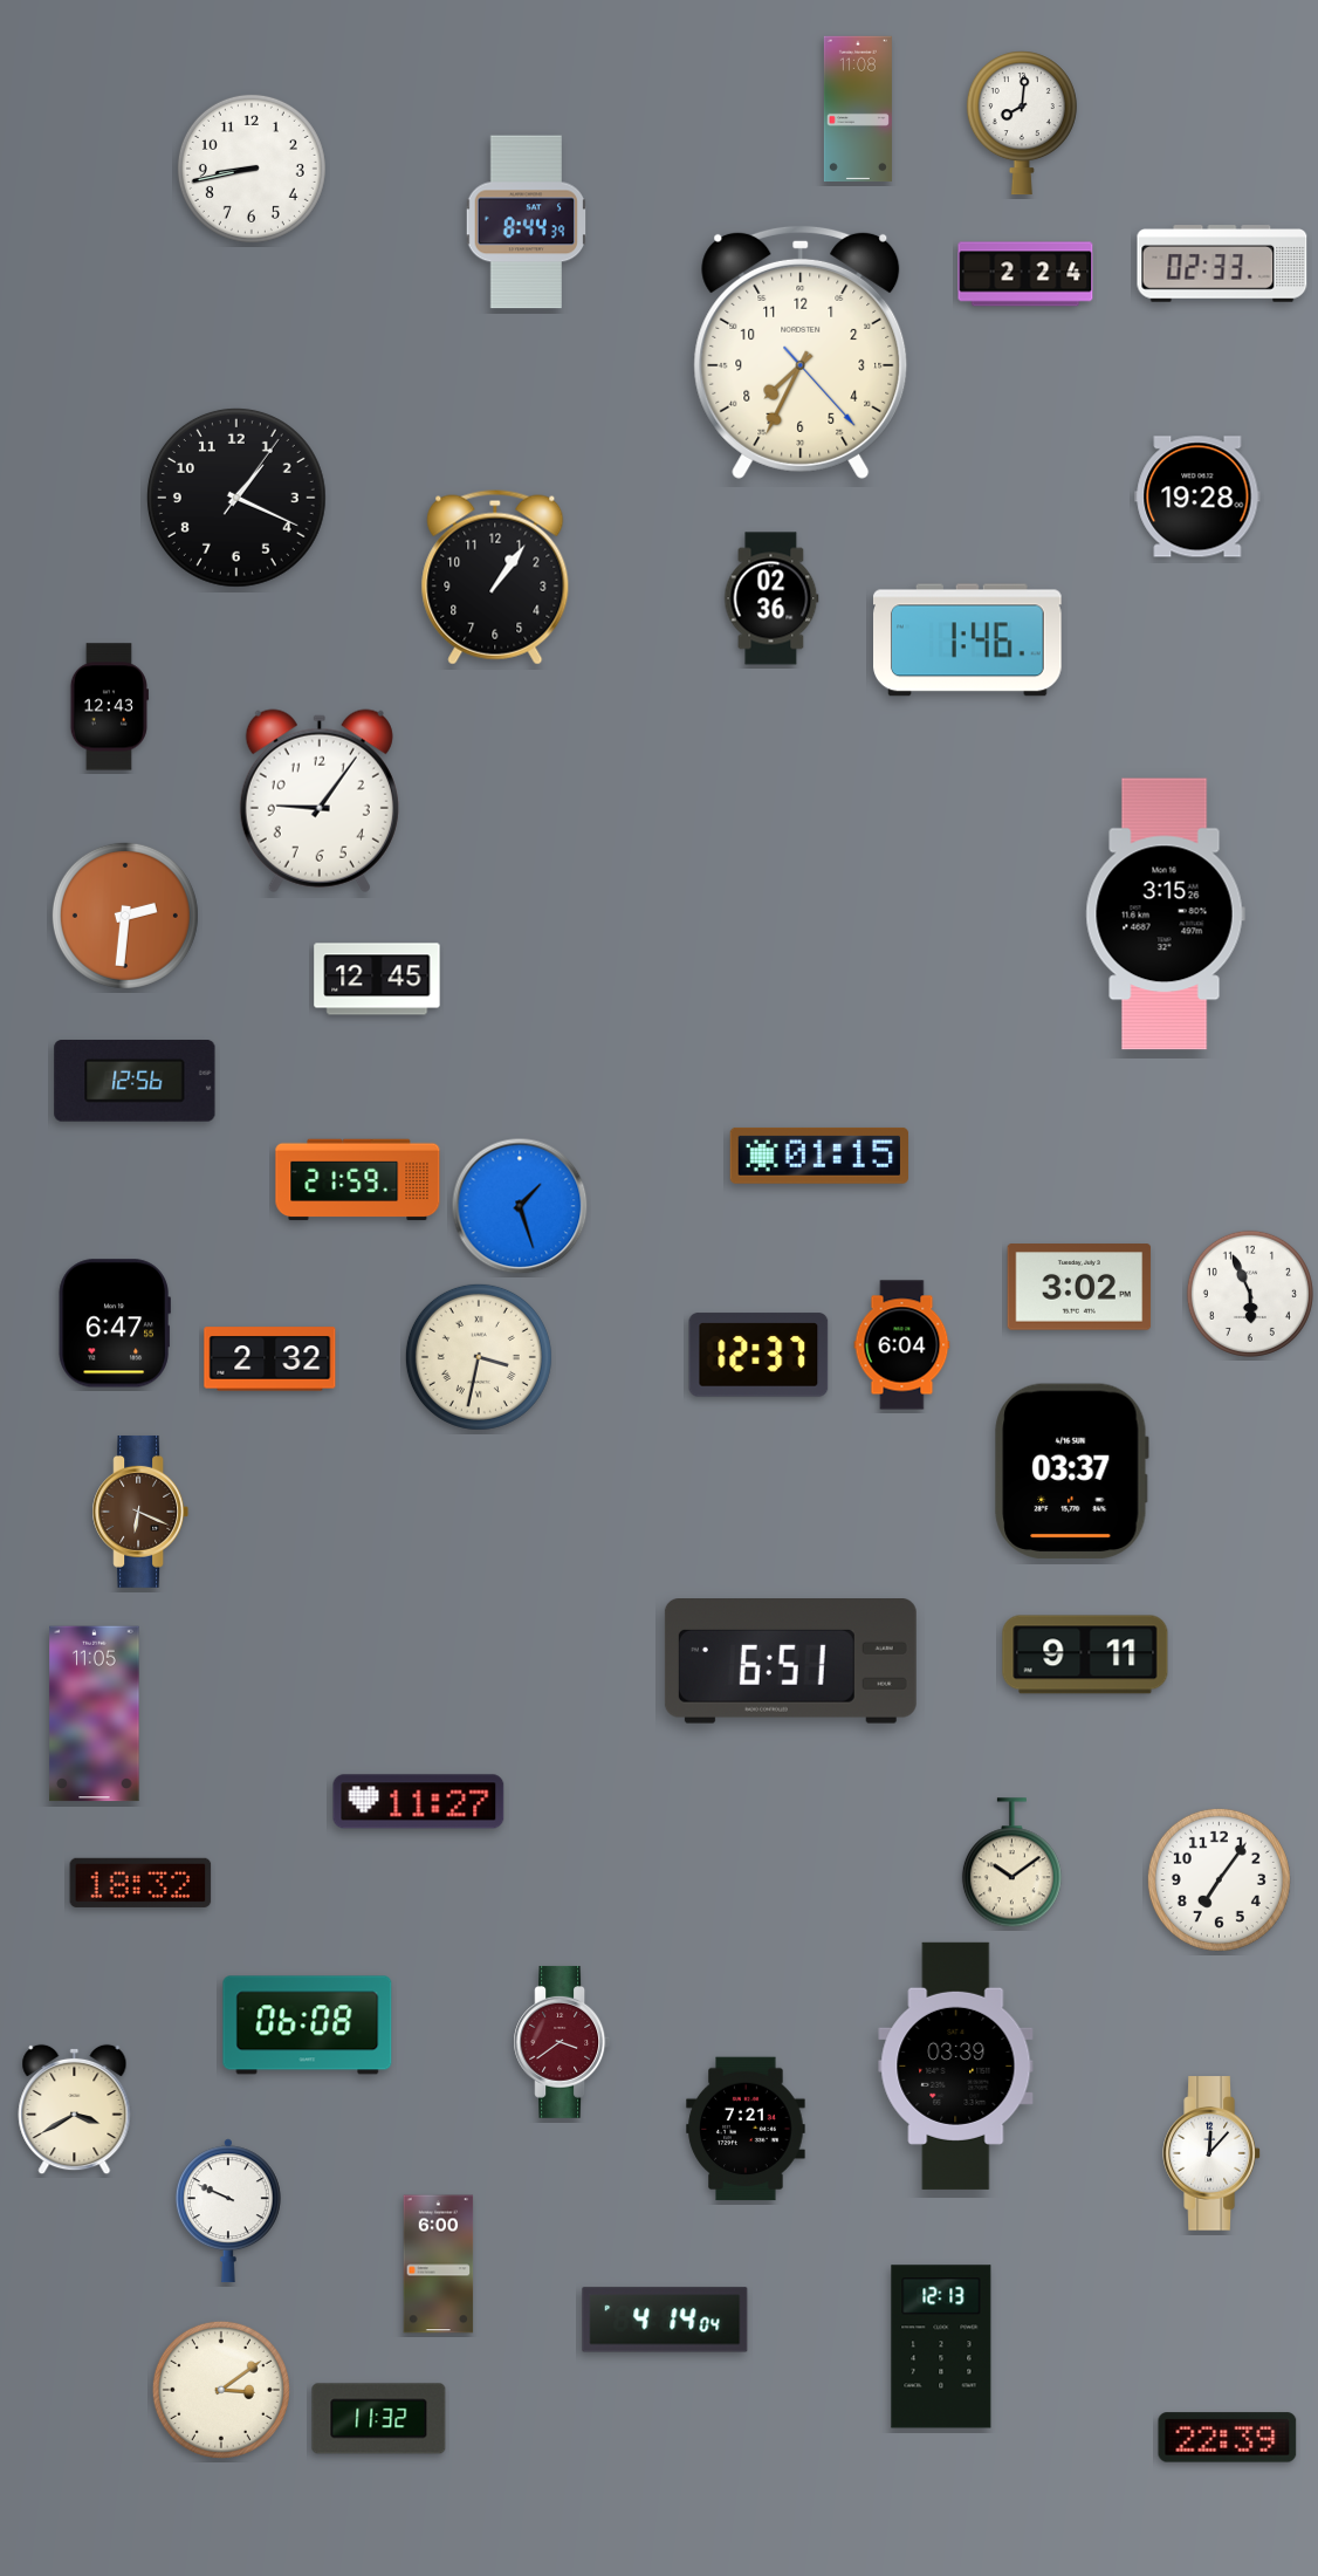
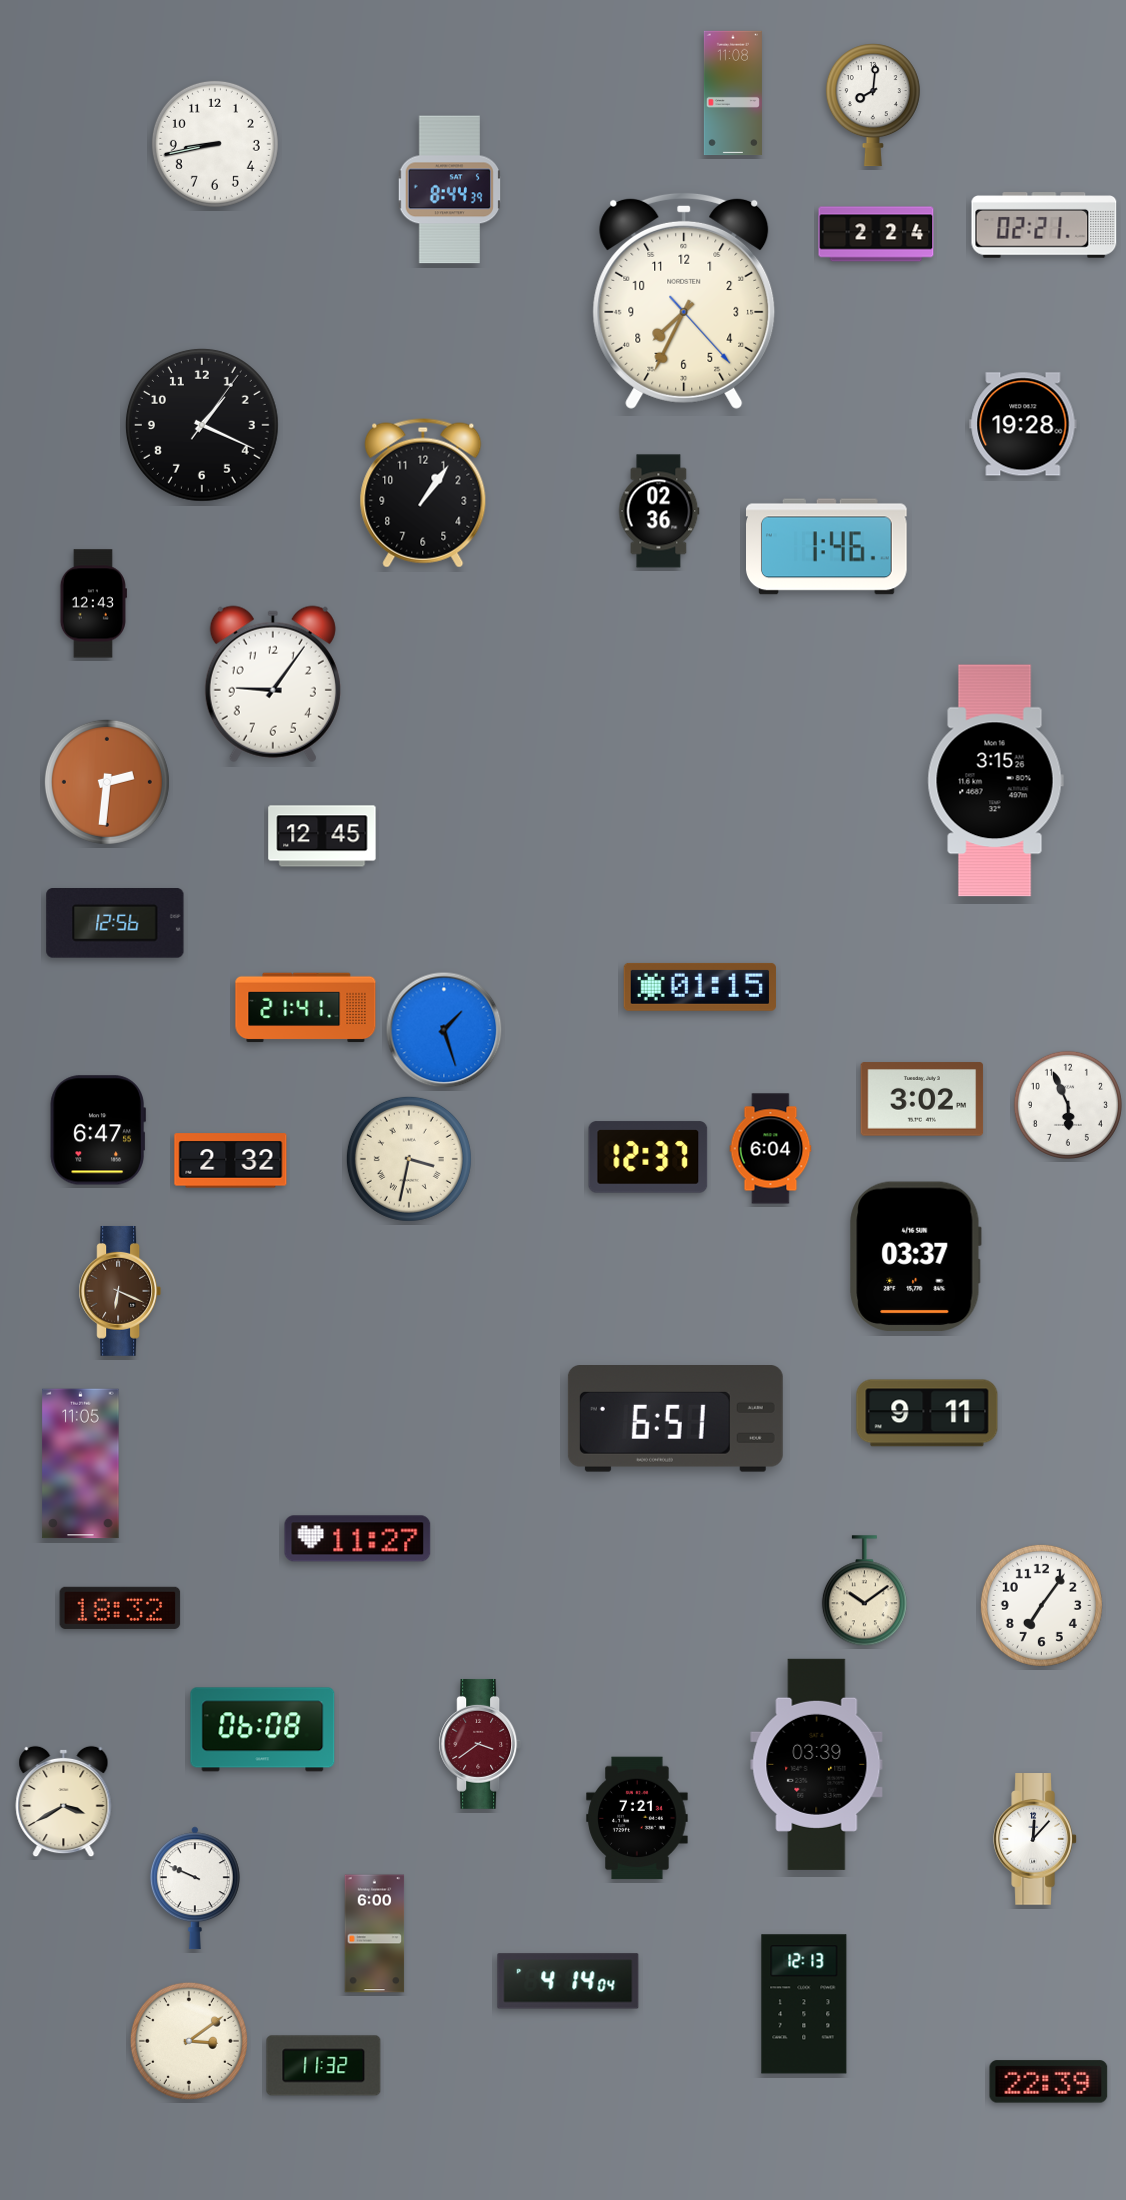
clock at (1222, 263): 02:33 -> 02:21
clock at (358, 1180): 21:59 -> 21:41
